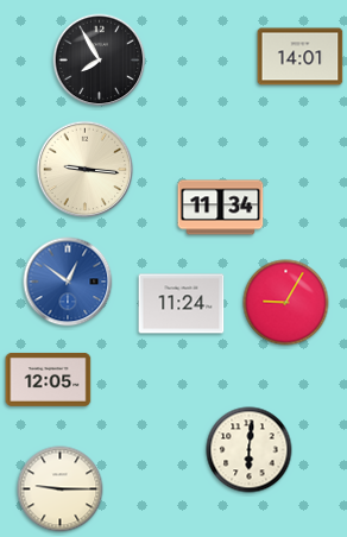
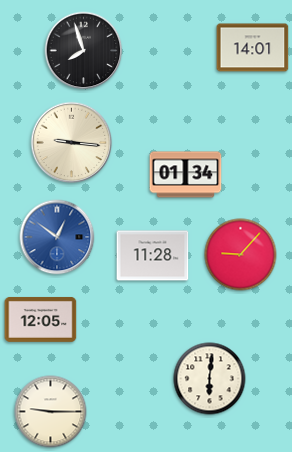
clock at (100, 61): 7:55 -> 7:57
clock at (221, 208): 11:34 -> 01:34
clock at (286, 303): 9:05 -> 9:07
clock at (182, 304): 11:24 -> 11:28
